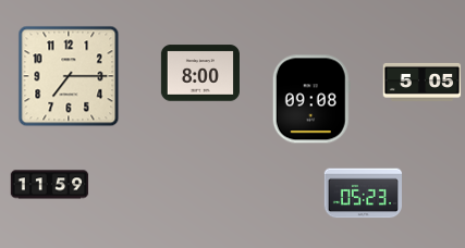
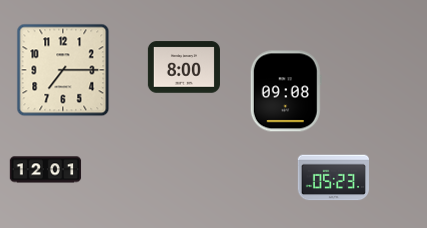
clock at (423, 82): 5:05 -> none
clock at (50, 185): 11:59 -> 12:01
